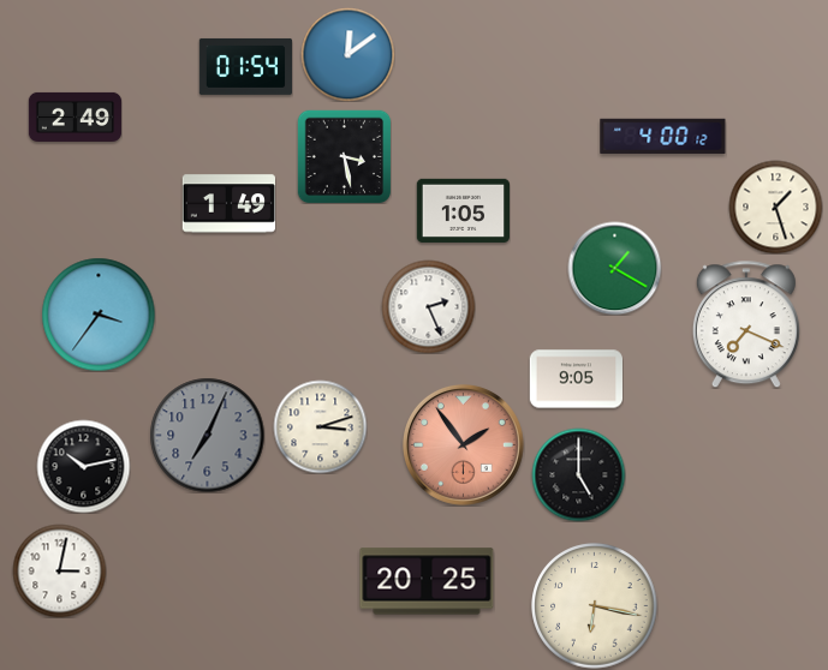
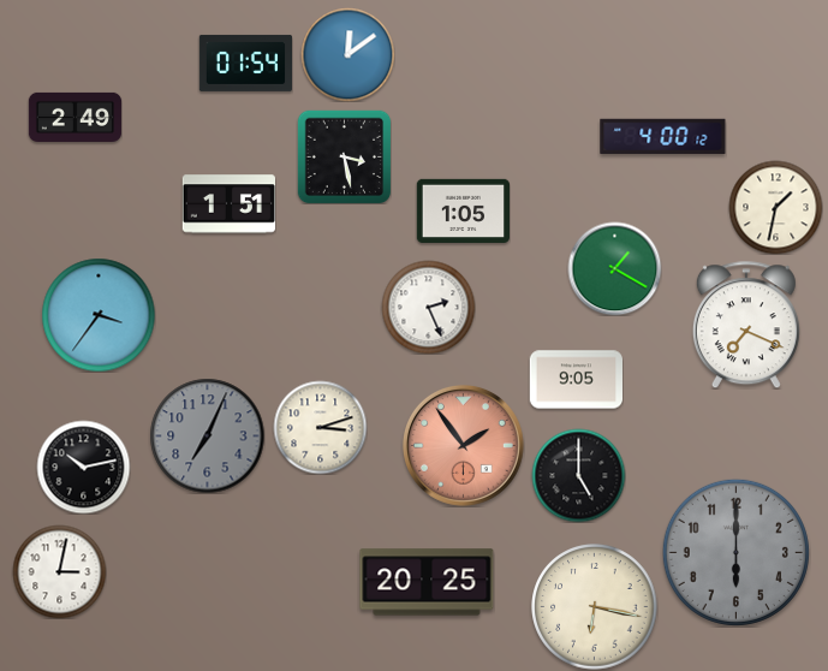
clock at (245, 66) position: (245, 66) -> (245, 63)
clock at (228, 204): 1:49 -> 1:51
clock at (775, 207): 1:27 -> 1:32
clock at (735, 552): none -> 6:00
